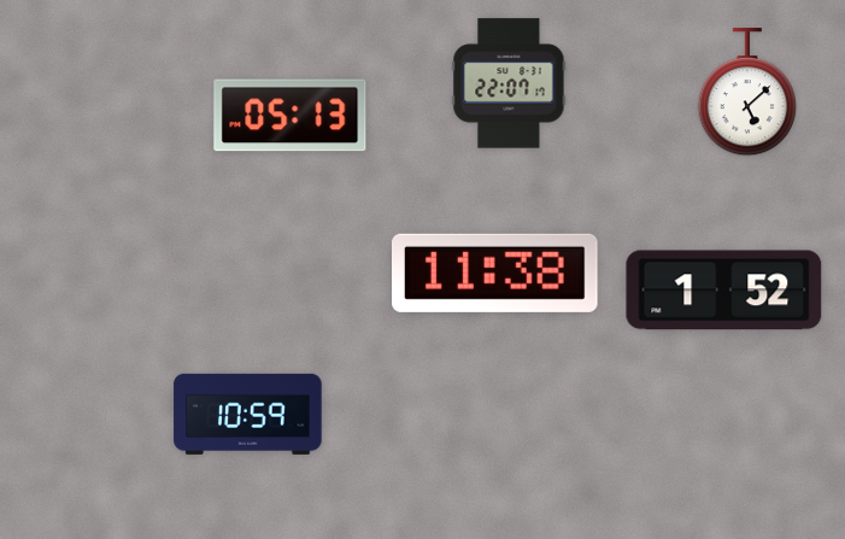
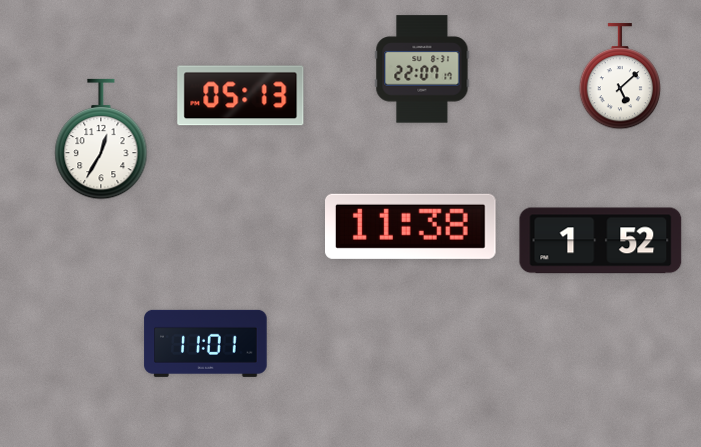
clock at (101, 139): none -> 12:35
clock at (248, 414): 10:59 -> 11:01
